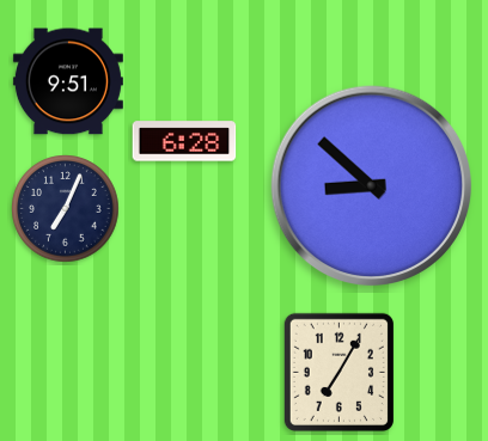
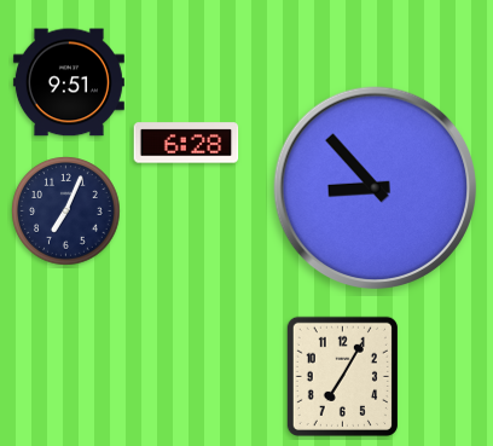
clock at (372, 186): 8:52 -> 8:53
